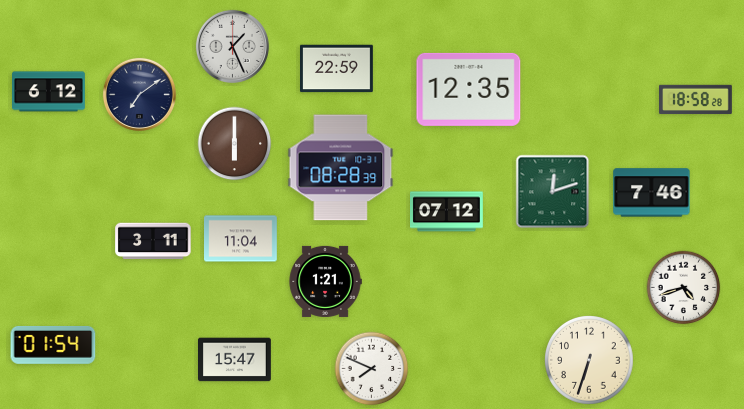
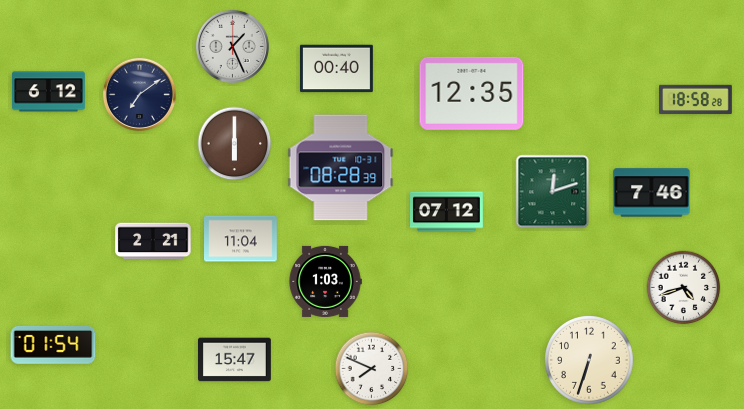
clock at (337, 69): 22:59 -> 00:40
clock at (469, 89) position: (469, 89) -> (472, 93)
clock at (153, 241): 3:11 -> 2:21
clock at (325, 281): 1:21 -> 1:03
